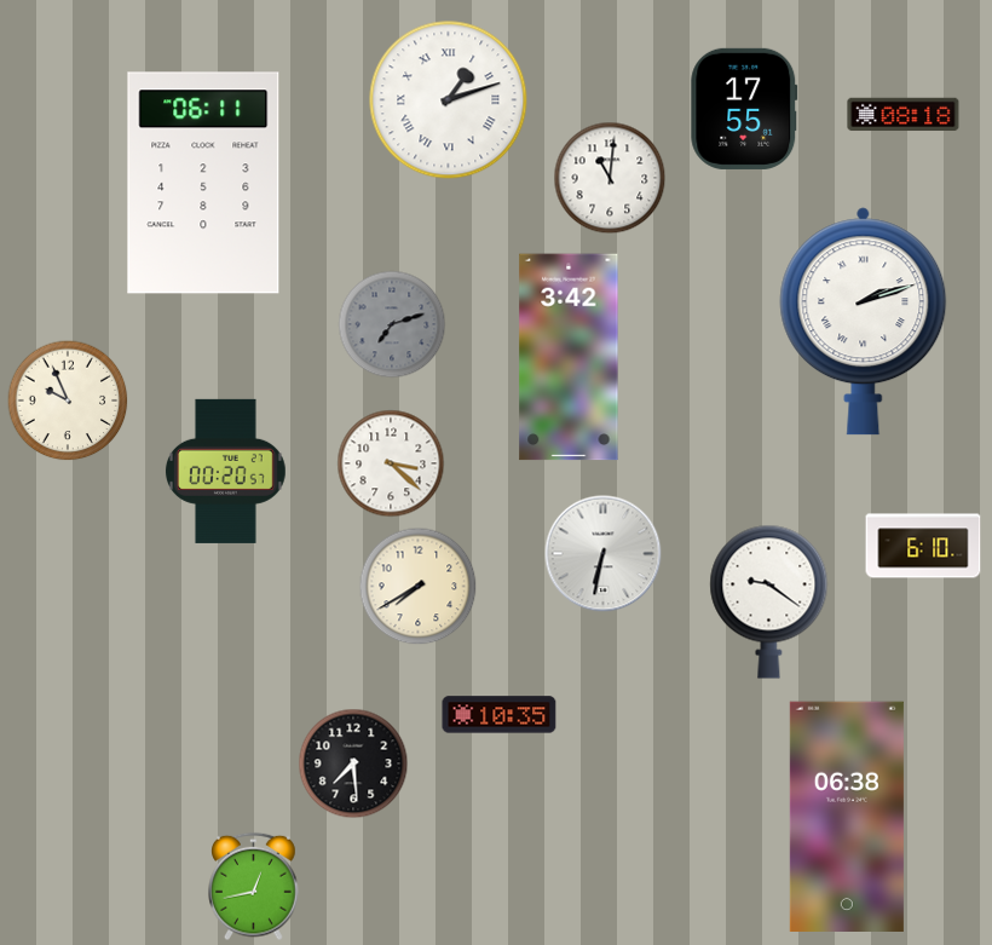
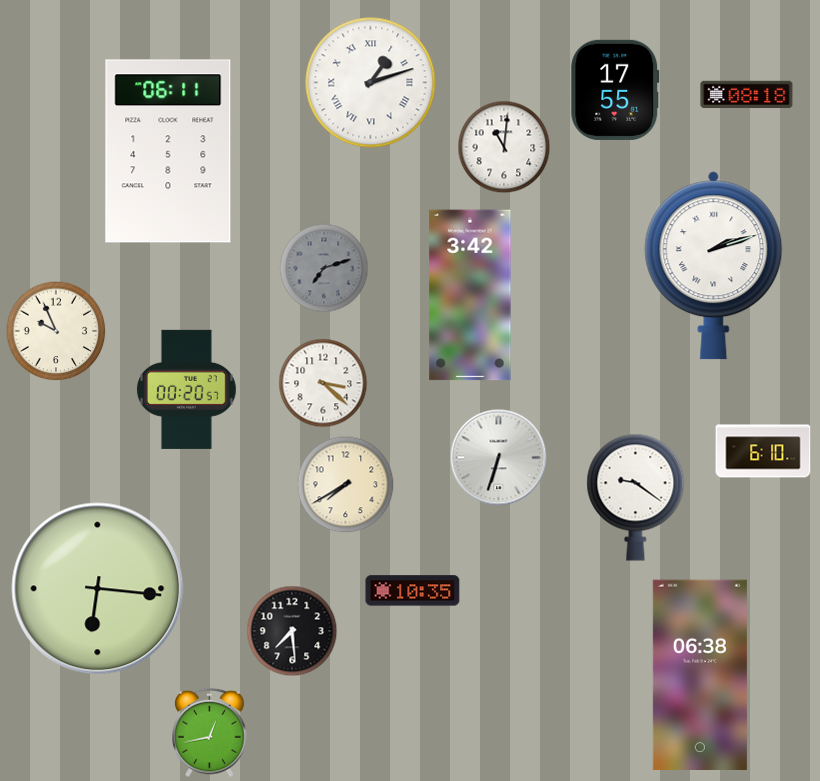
clock at (604, 554): 6:32 -> 6:33
clock at (98, 589): none -> 6:16
